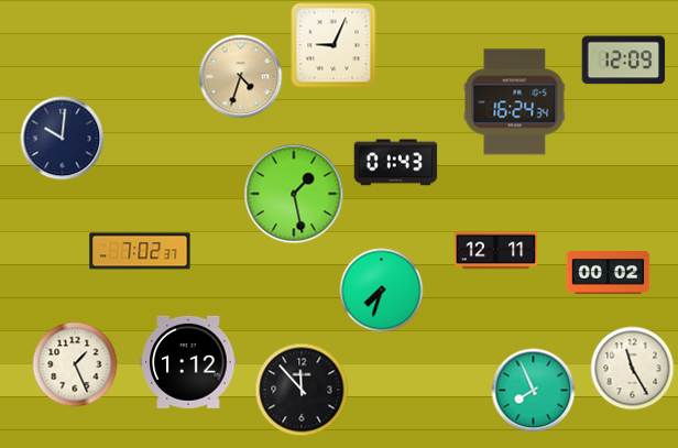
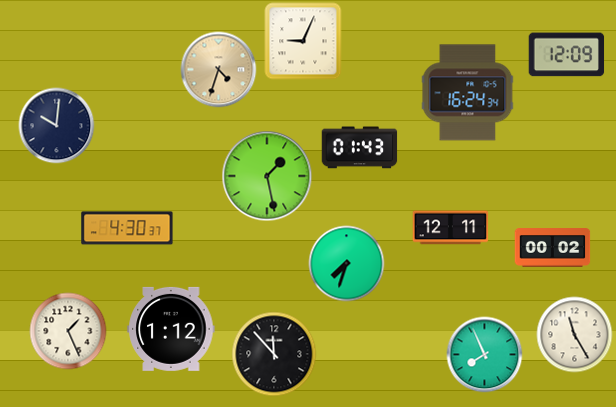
clock at (140, 251): 7:02 -> 4:30
